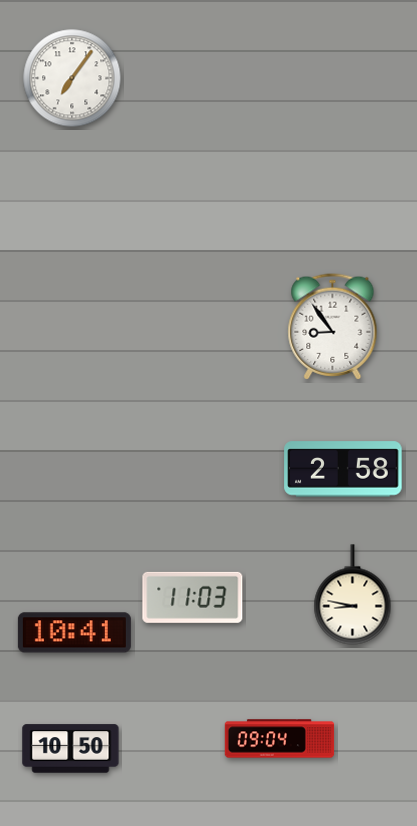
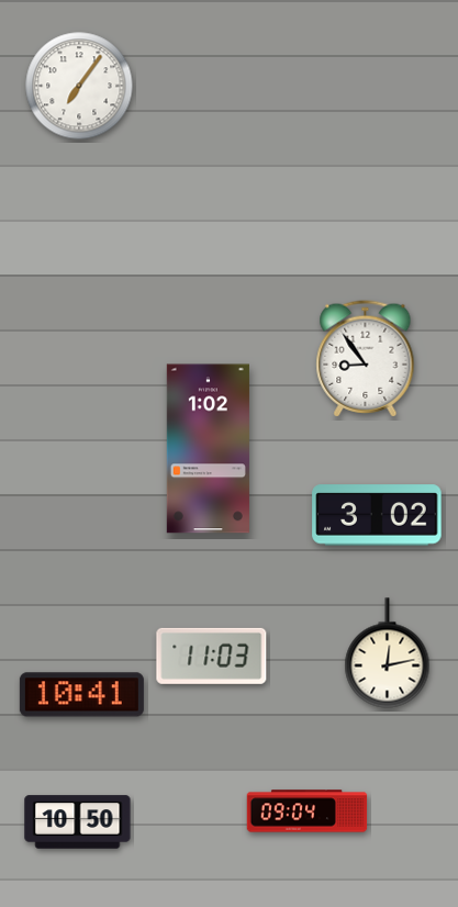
clock at (208, 449): none -> 1:02
clock at (343, 469): 2:58 -> 3:02
clock at (353, 595): 8:47 -> 12:13
